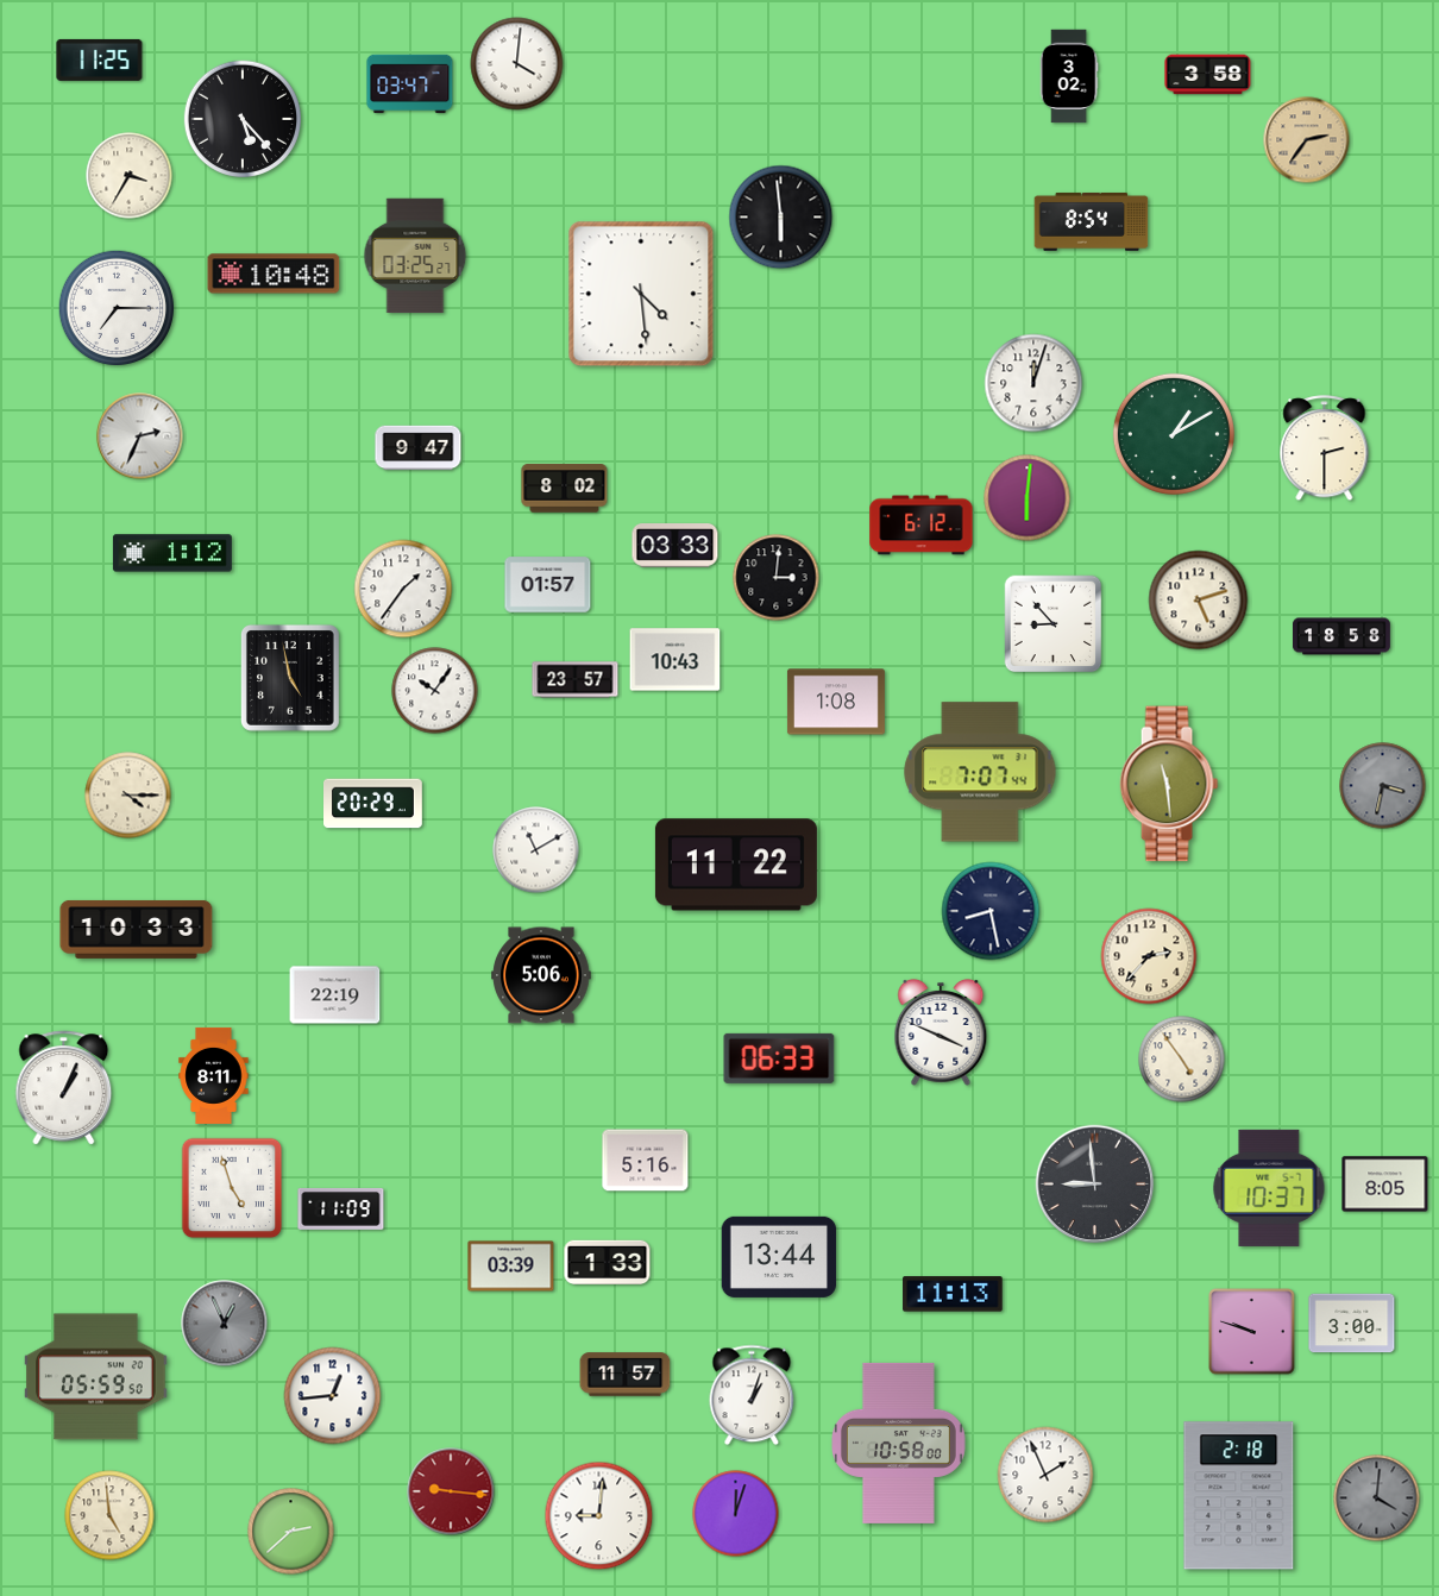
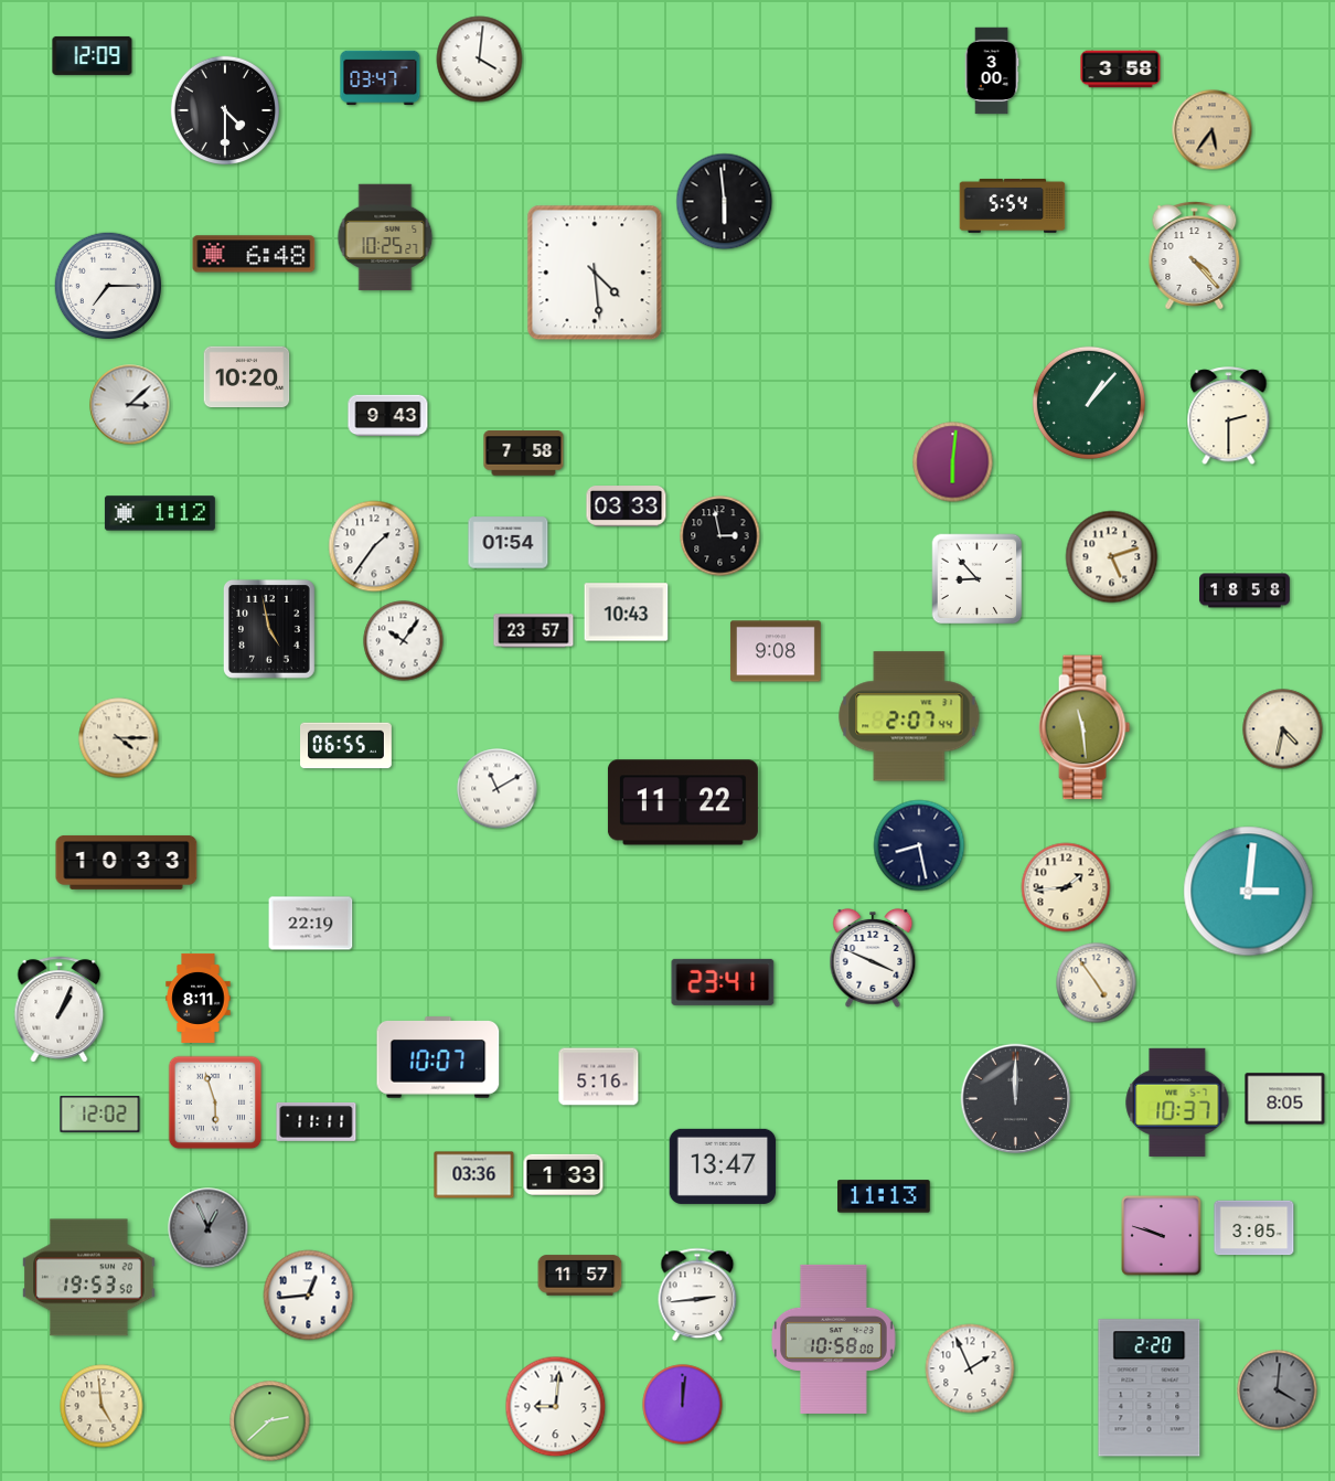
clock at (100, 59): 11:25 -> 12:09
clock at (1069, 76): 3:02 -> 3:00
clock at (241, 118): 5:23 -> 4:30
clock at (1307, 140): 2:36 -> 5:36
clock at (130, 176): 3:35 -> none
clock at (1092, 221): 8:54 -> 5:54
clock at (415, 256): 03:25 -> 10:25
clock at (274, 274): 10:48 -> 6:48
clock at (1195, 256): none -> 4:23
clock at (1033, 383): 12:03 -> none
clock at (247, 377): none -> 10:20
clock at (1174, 434): 1:10 -> 1:07
clock at (140, 436): 2:34 -> 3:08
clock at (419, 448): 9:47 -> 9:43
clock at (565, 489): 8:02 -> 7:58
clock at (922, 526): 6:12 -> none
clock at (777, 578): 3:01 -> 2:58
clock at (548, 585): 01:57 -> 01:54
clock at (836, 702): 1:08 -> 9:08
clock at (980, 772): 7:07 -> 2:07
clock at (1383, 786): 3:32 -> 4:32
clock at (1383, 786) dial: grey -> cream
clock at (373, 804): 20:29 -> 06:55
clock at (1149, 956): 2:37 -> 1:44
clock at (1249, 892): none -> 3:01
clock at (541, 975): 5:06 -> none
clock at (779, 1058): 06:33 -> 23:41
clock at (438, 1057): none -> 10:07
clock at (1095, 1185): 8:59 -> 12:00
clock at (232, 1188): 4:57 -> 5:57
clock at (100, 1115): none -> 12:02
clock at (341, 1208): 11:09 -> 11:11
clock at (779, 1257): 13:44 -> 13:47
clock at (608, 1262) position: (608, 1262) -> (564, 1174)
clock at (511, 1267): 03:39 -> 03:36
clock at (953, 1294) position: (953, 1294) -> (884, 1196)
clock at (1352, 1324): 3:00 -> 3:05
clock at (96, 1377): 05:59 -> 19:53
clock at (752, 1395): 1:03 -> 2:44
clock at (451, 1491): 9:16 -> none
clock at (1239, 1496): 2:18 -> 2:20
clock at (736, 1514): 12:03 -> 12:01
